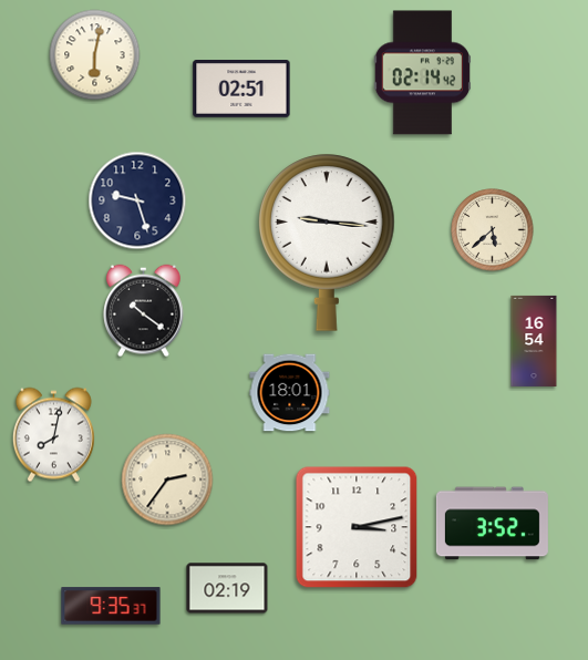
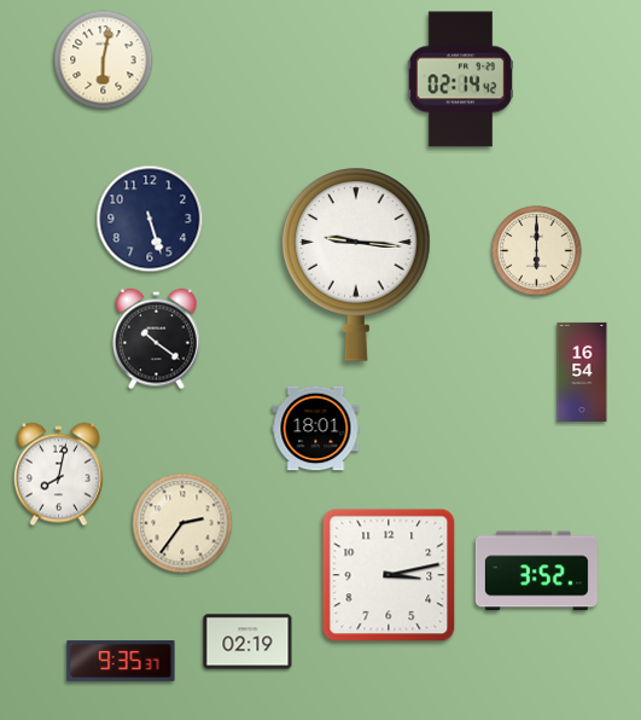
clock at (241, 90): 02:51 -> none
clock at (137, 200): 9:27 -> 5:27
clock at (493, 230): 5:38 -> 6:00
